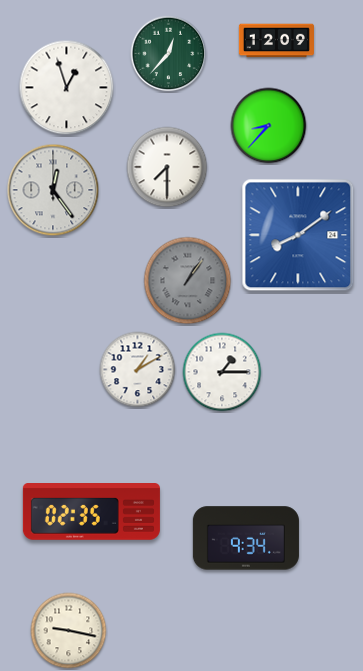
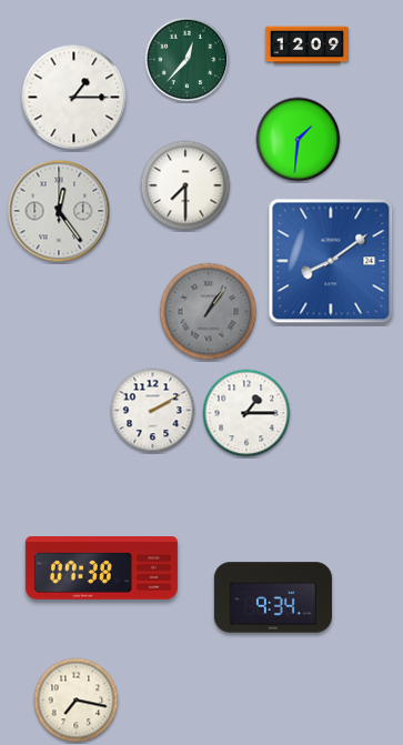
clock at (67, 88): 12:57 -> 1:15
clock at (269, 126): 8:37 -> 1:31
clock at (138, 370): 1:10 -> 2:10
clock at (91, 512): 02:35 -> 07:38
clock at (69, 631): 9:17 -> 7:17
